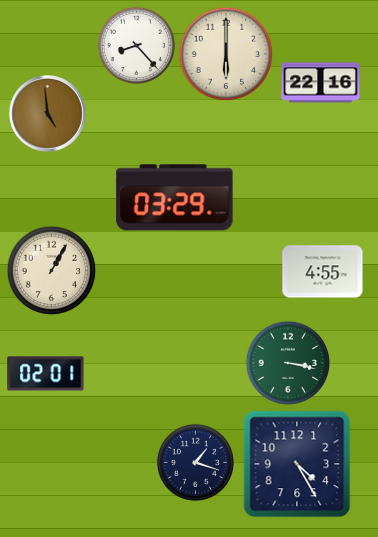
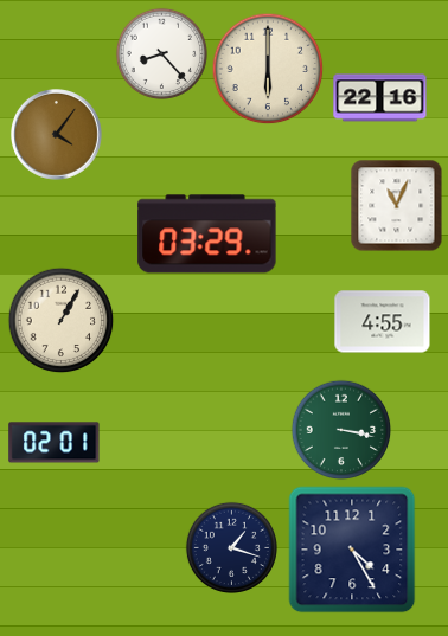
clock at (226, 54) position: (226, 54) -> (268, 69)
clock at (48, 114): 4:59 -> 4:06
clock at (396, 205): none -> 11:04
